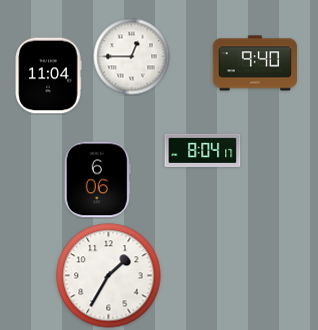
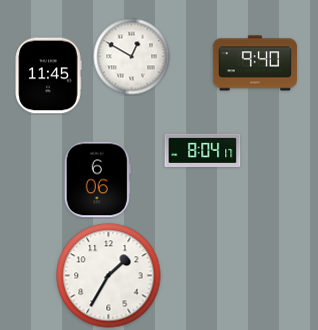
clock at (132, 57): 12:45 -> 12:50
clock at (48, 76): 11:04 -> 11:45
